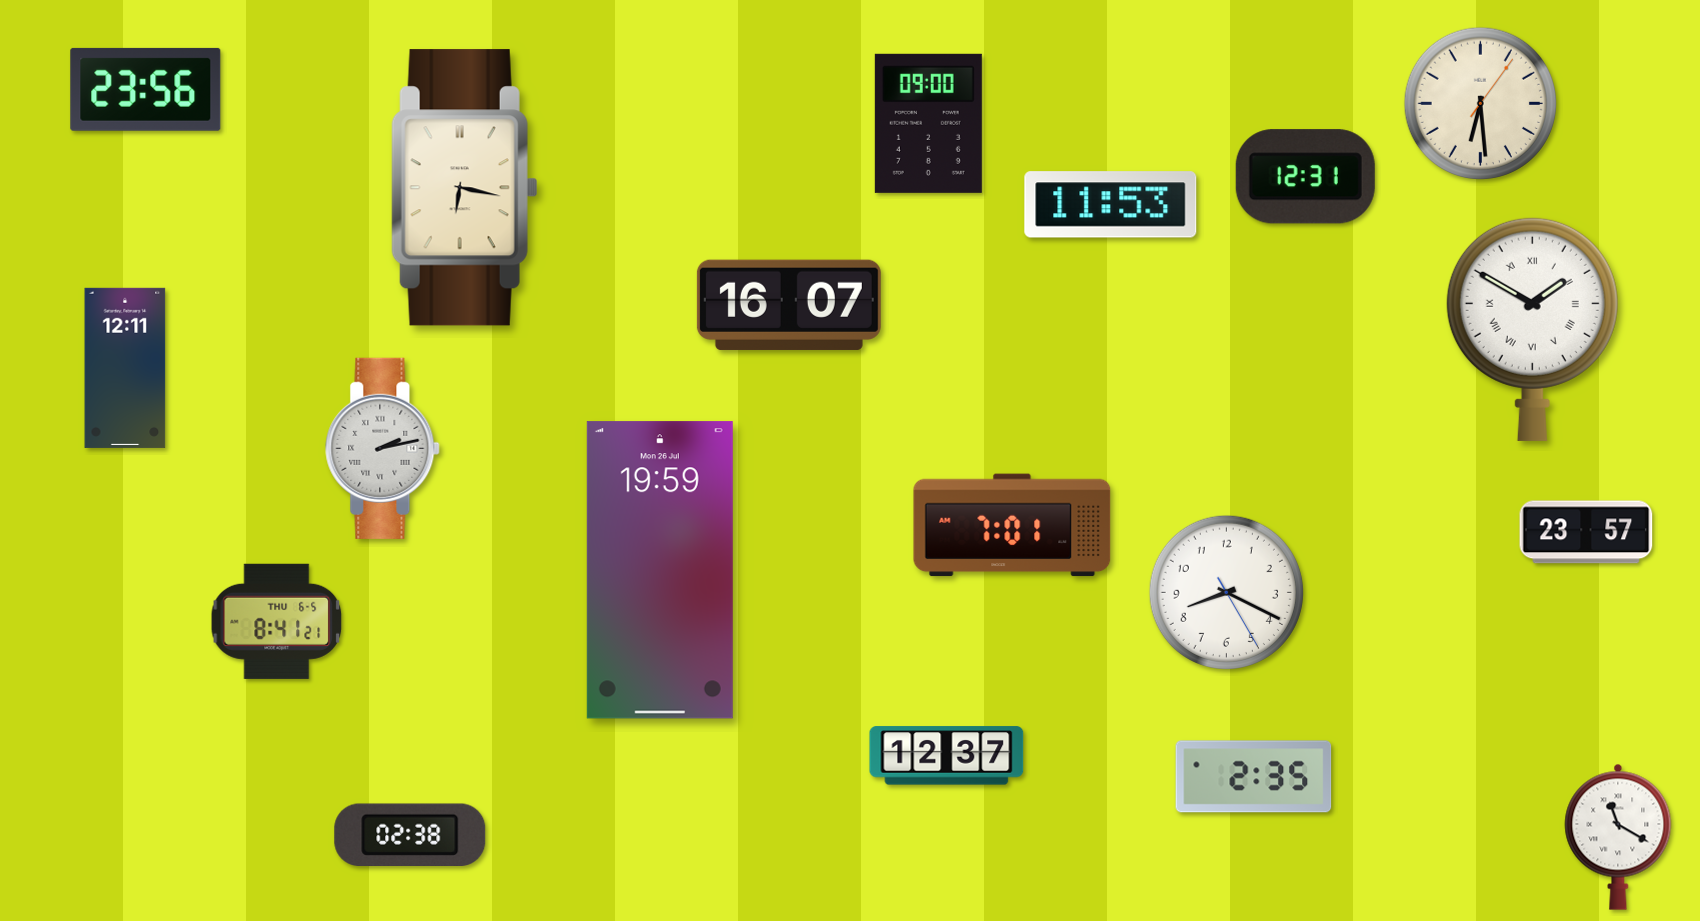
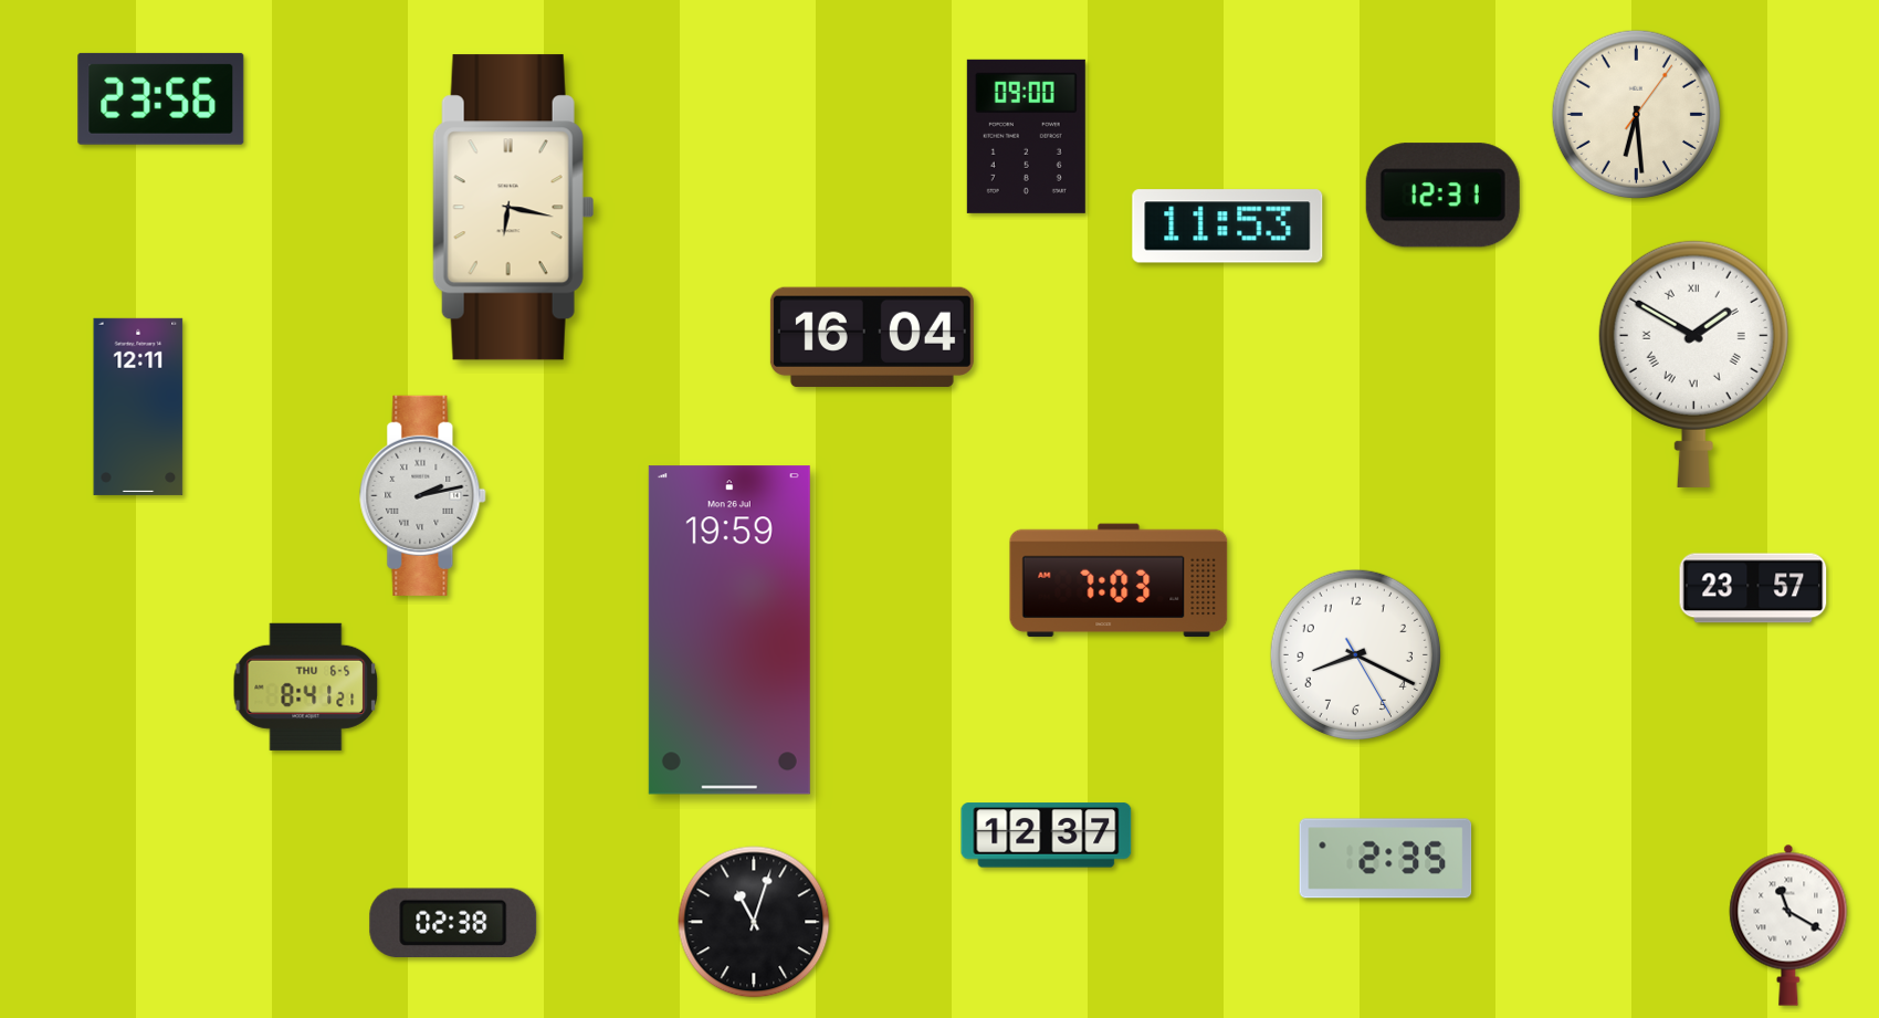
clock at (789, 305): 16:07 -> 16:04
clock at (1012, 525): 7:01 -> 7:03
clock at (754, 922): none -> 11:03
